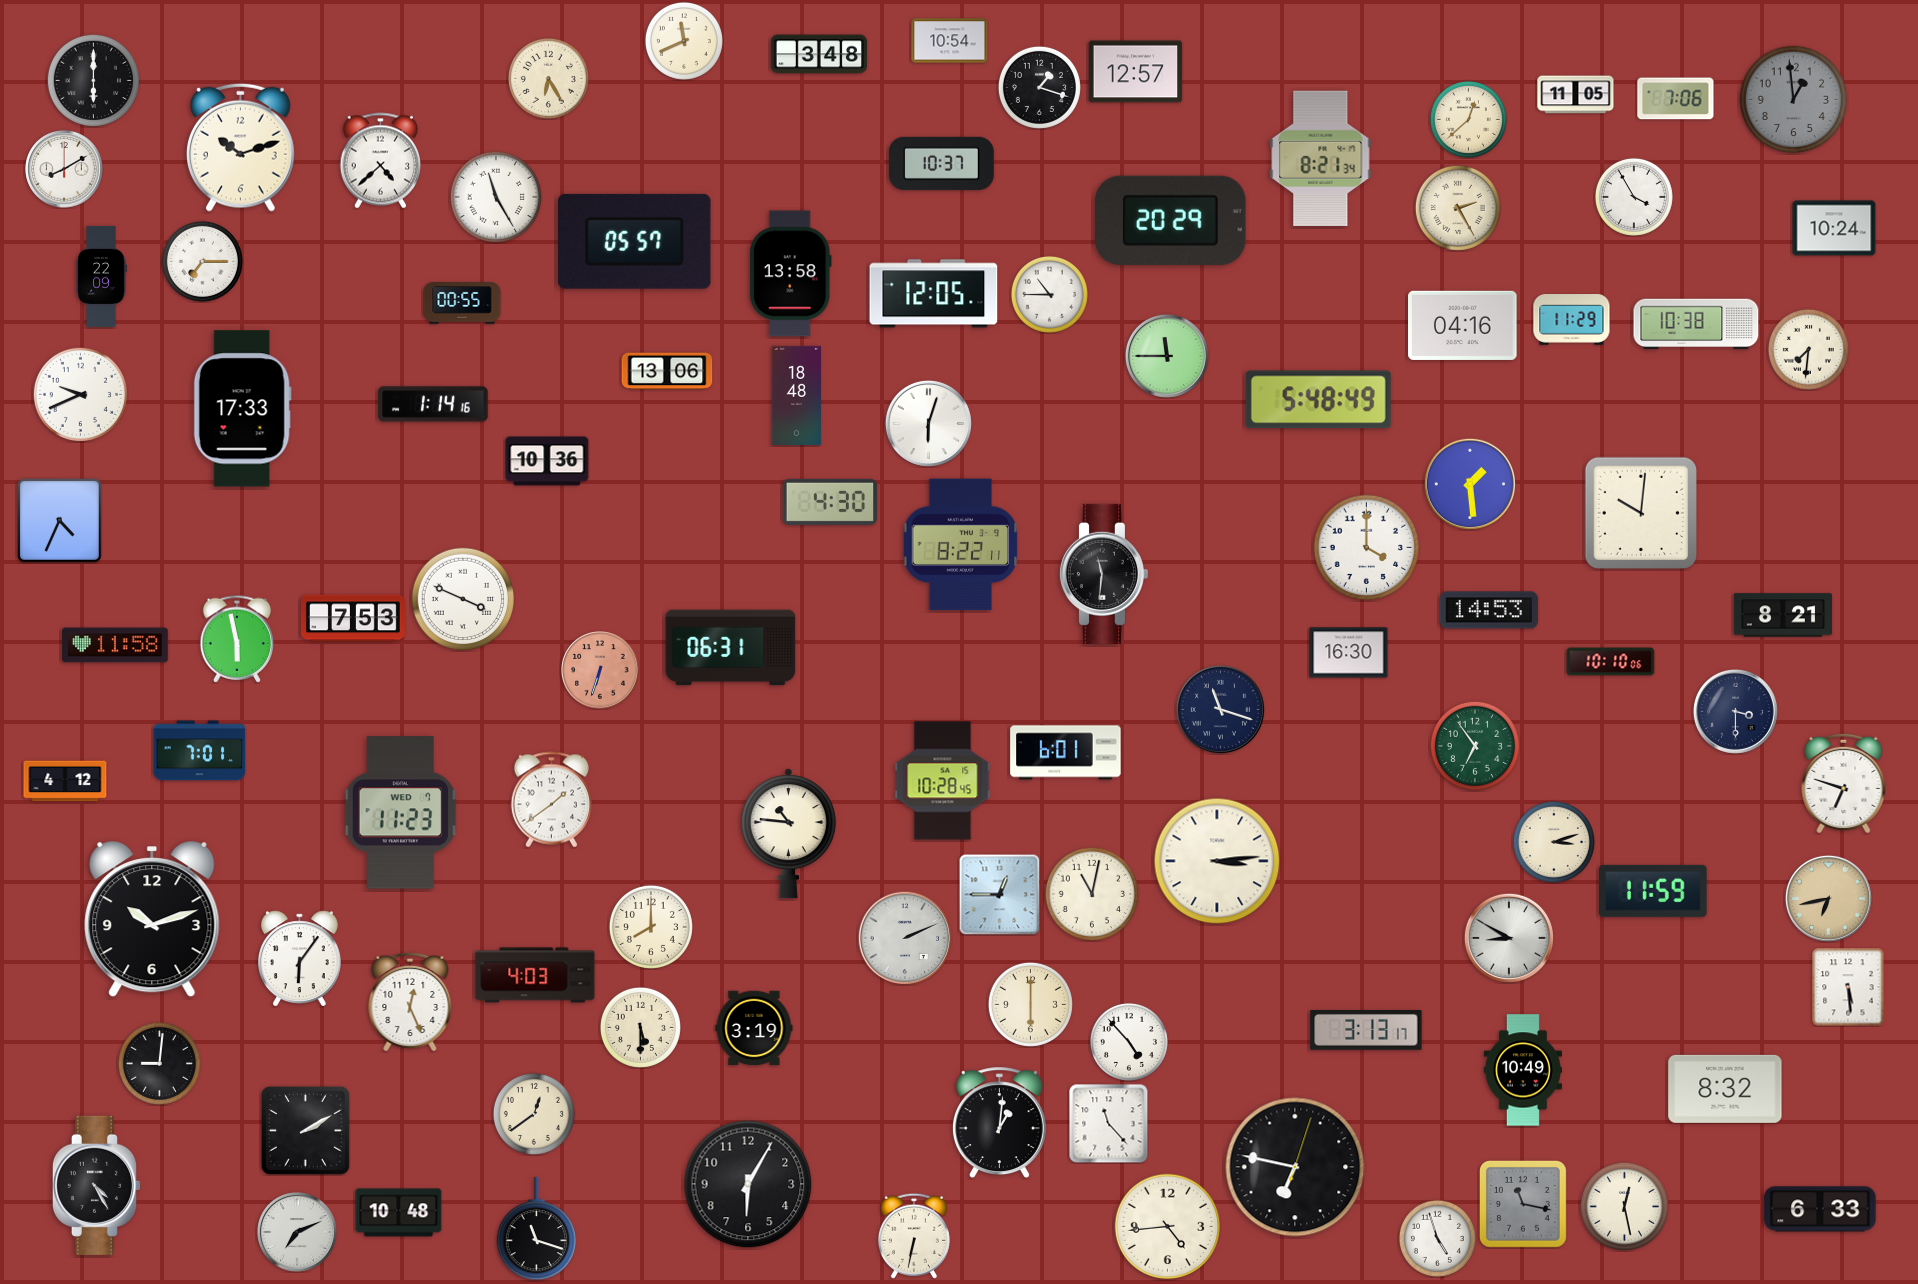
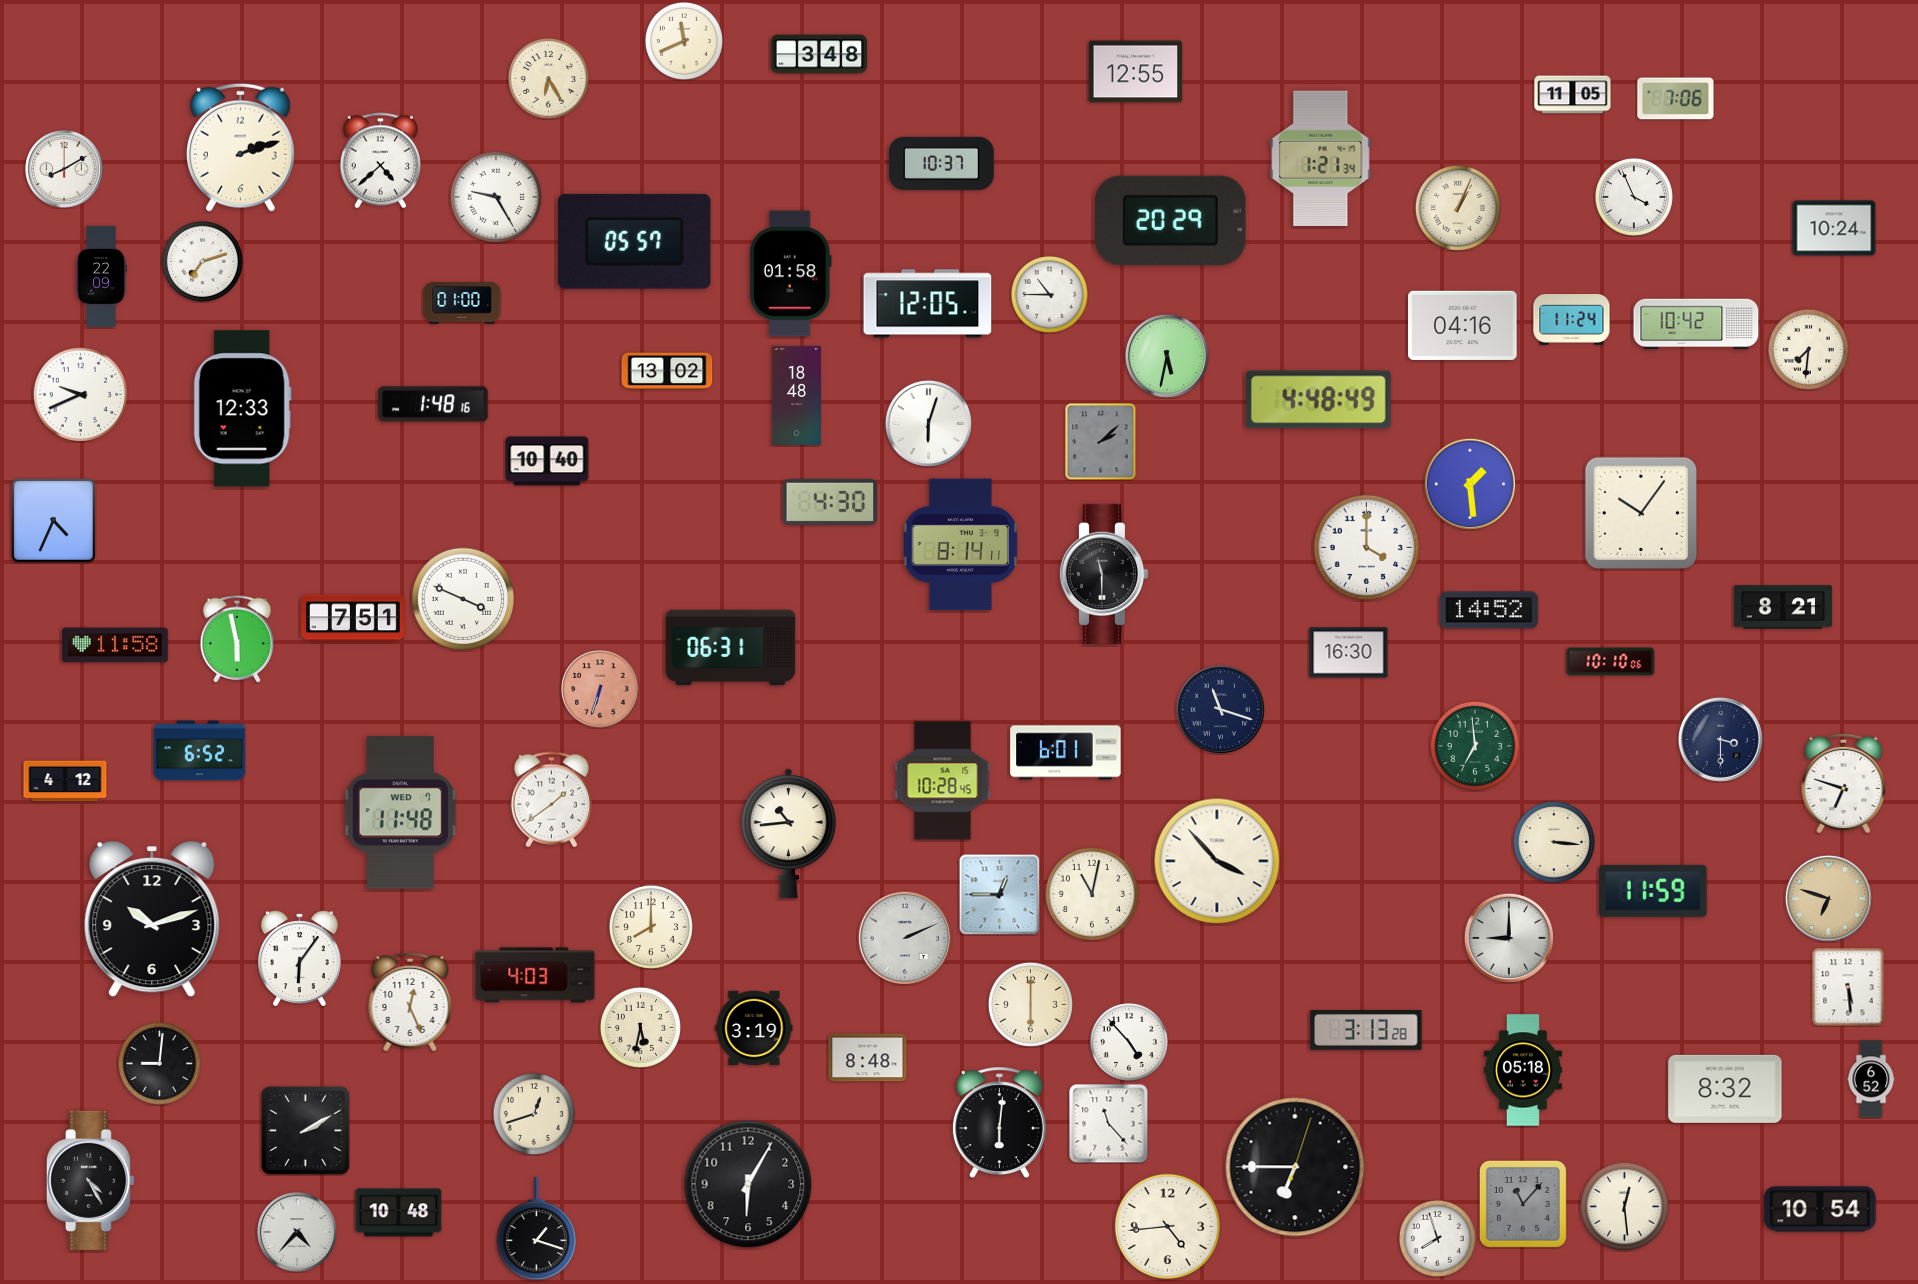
clock at (950, 41): 10:54 -> none
clock at (1136, 72): 12:57 -> 12:55
clock at (93, 80): 6:00 -> none
clock at (1039, 87): 1:18 -> none
clock at (1576, 95) position: (1576, 95) -> (1573, 95)
clock at (1794, 100): 12:59 -> none
clock at (1468, 119): 12:38 -> none
clock at (240, 147): 10:12 -> 2:12
clock at (1321, 158): 8:21 -> 1:21
clock at (496, 197): 11:25 -> 9:25
clock at (1634, 197): 3:55 -> 3:56
clock at (1458, 208): 2:25 -> 1:04
clock at (202, 261): 7:15 -> 7:12
clock at (790, 274): 13:58 -> 01:58
clock at (934, 294) position: (934, 294) -> (928, 304)
clock at (462, 304): 00:55 -> 01:00
clock at (1572, 320): 11:29 -> 11:24
clock at (1696, 324): 10:38 -> 10:42
clock at (1167, 356): 11:45 -> 5:32
clock at (667, 371): 13:06 -> 13:02
clock at (1318, 400): 5:48 -> 4:48
clock at (433, 404): 1:14 -> 1:48
clock at (242, 409): 17:33 -> 12:33
clock at (1101, 441): none -> 2:08
clock at (547, 461): 10:36 -> 10:40
clock at (1640, 512): 10:01 -> 10:06
clock at (59, 520) position: (59, 520) -> (53, 520)
clock at (961, 545): 8:22 -> 8:14
clock at (1103, 574): 11:31 -> 11:30
clock at (1489, 610): 14:53 -> 14:52
clock at (1783, 615) position: (1783, 615) -> (1783, 607)
clock at (354, 618): 7:53 -> 7:51
clock at (600, 670) position: (600, 670) -> (600, 689)
clock at (1735, 711) position: (1735, 711) -> (1720, 739)
clock at (1475, 746): 6:54 -> 6:59
clock at (200, 751): 7:01 -> 6:52
clock at (401, 813): 11:23 -> 11:48
clock at (788, 834): 10:46 -> 10:44
clock at (1554, 842): 3:12 -> 3:16
clock at (1217, 861): 3:14 -> 3:53
clock at (1828, 898): 6:43 -> 6:48
clock at (1509, 938): 8:50 -> 9:00
clock at (640, 1027): 5:30 -> 5:32
clock at (1366, 1031): 3:13:17 -> 3:13:28
clock at (868, 1058): none -> 8:48
clock at (1523, 1070): 10:49 -> 05:18
clock at (1871, 1079): none -> 6:52
clock at (534, 1114): 12:39 -> 12:42
clock at (999, 1122): 1:01 -> 6:01
clock at (1295, 1167): 6:47 -> 6:45
clock at (96, 1185) position: (96, 1185) -> (90, 1180)
clock at (1523, 1204): 11:17 -> 11:07
clock at (1624, 1206): 12:28 -> 12:29
clock at (1820, 1209): 6:33 -> 10:54
clock at (536, 1229): 11:18 -> 1:18
clock at (297, 1232): 7:11 -> 4:37
clock at (914, 1236): 6:32 -> none
clock at (1437, 1238): 4:57 -> 7:57
